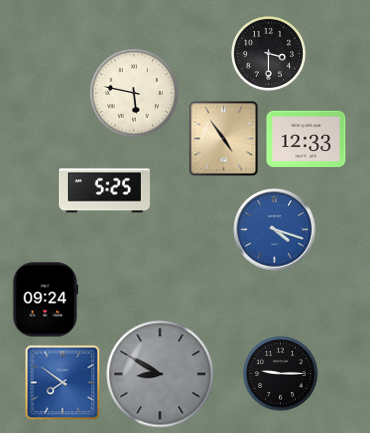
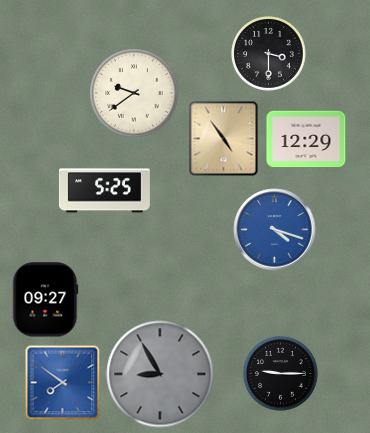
clock at (134, 93): 5:47 -> 9:39
clock at (306, 139): 12:33 -> 12:29
clock at (45, 300): 09:24 -> 09:27
clock at (160, 374): 8:50 -> 8:55
